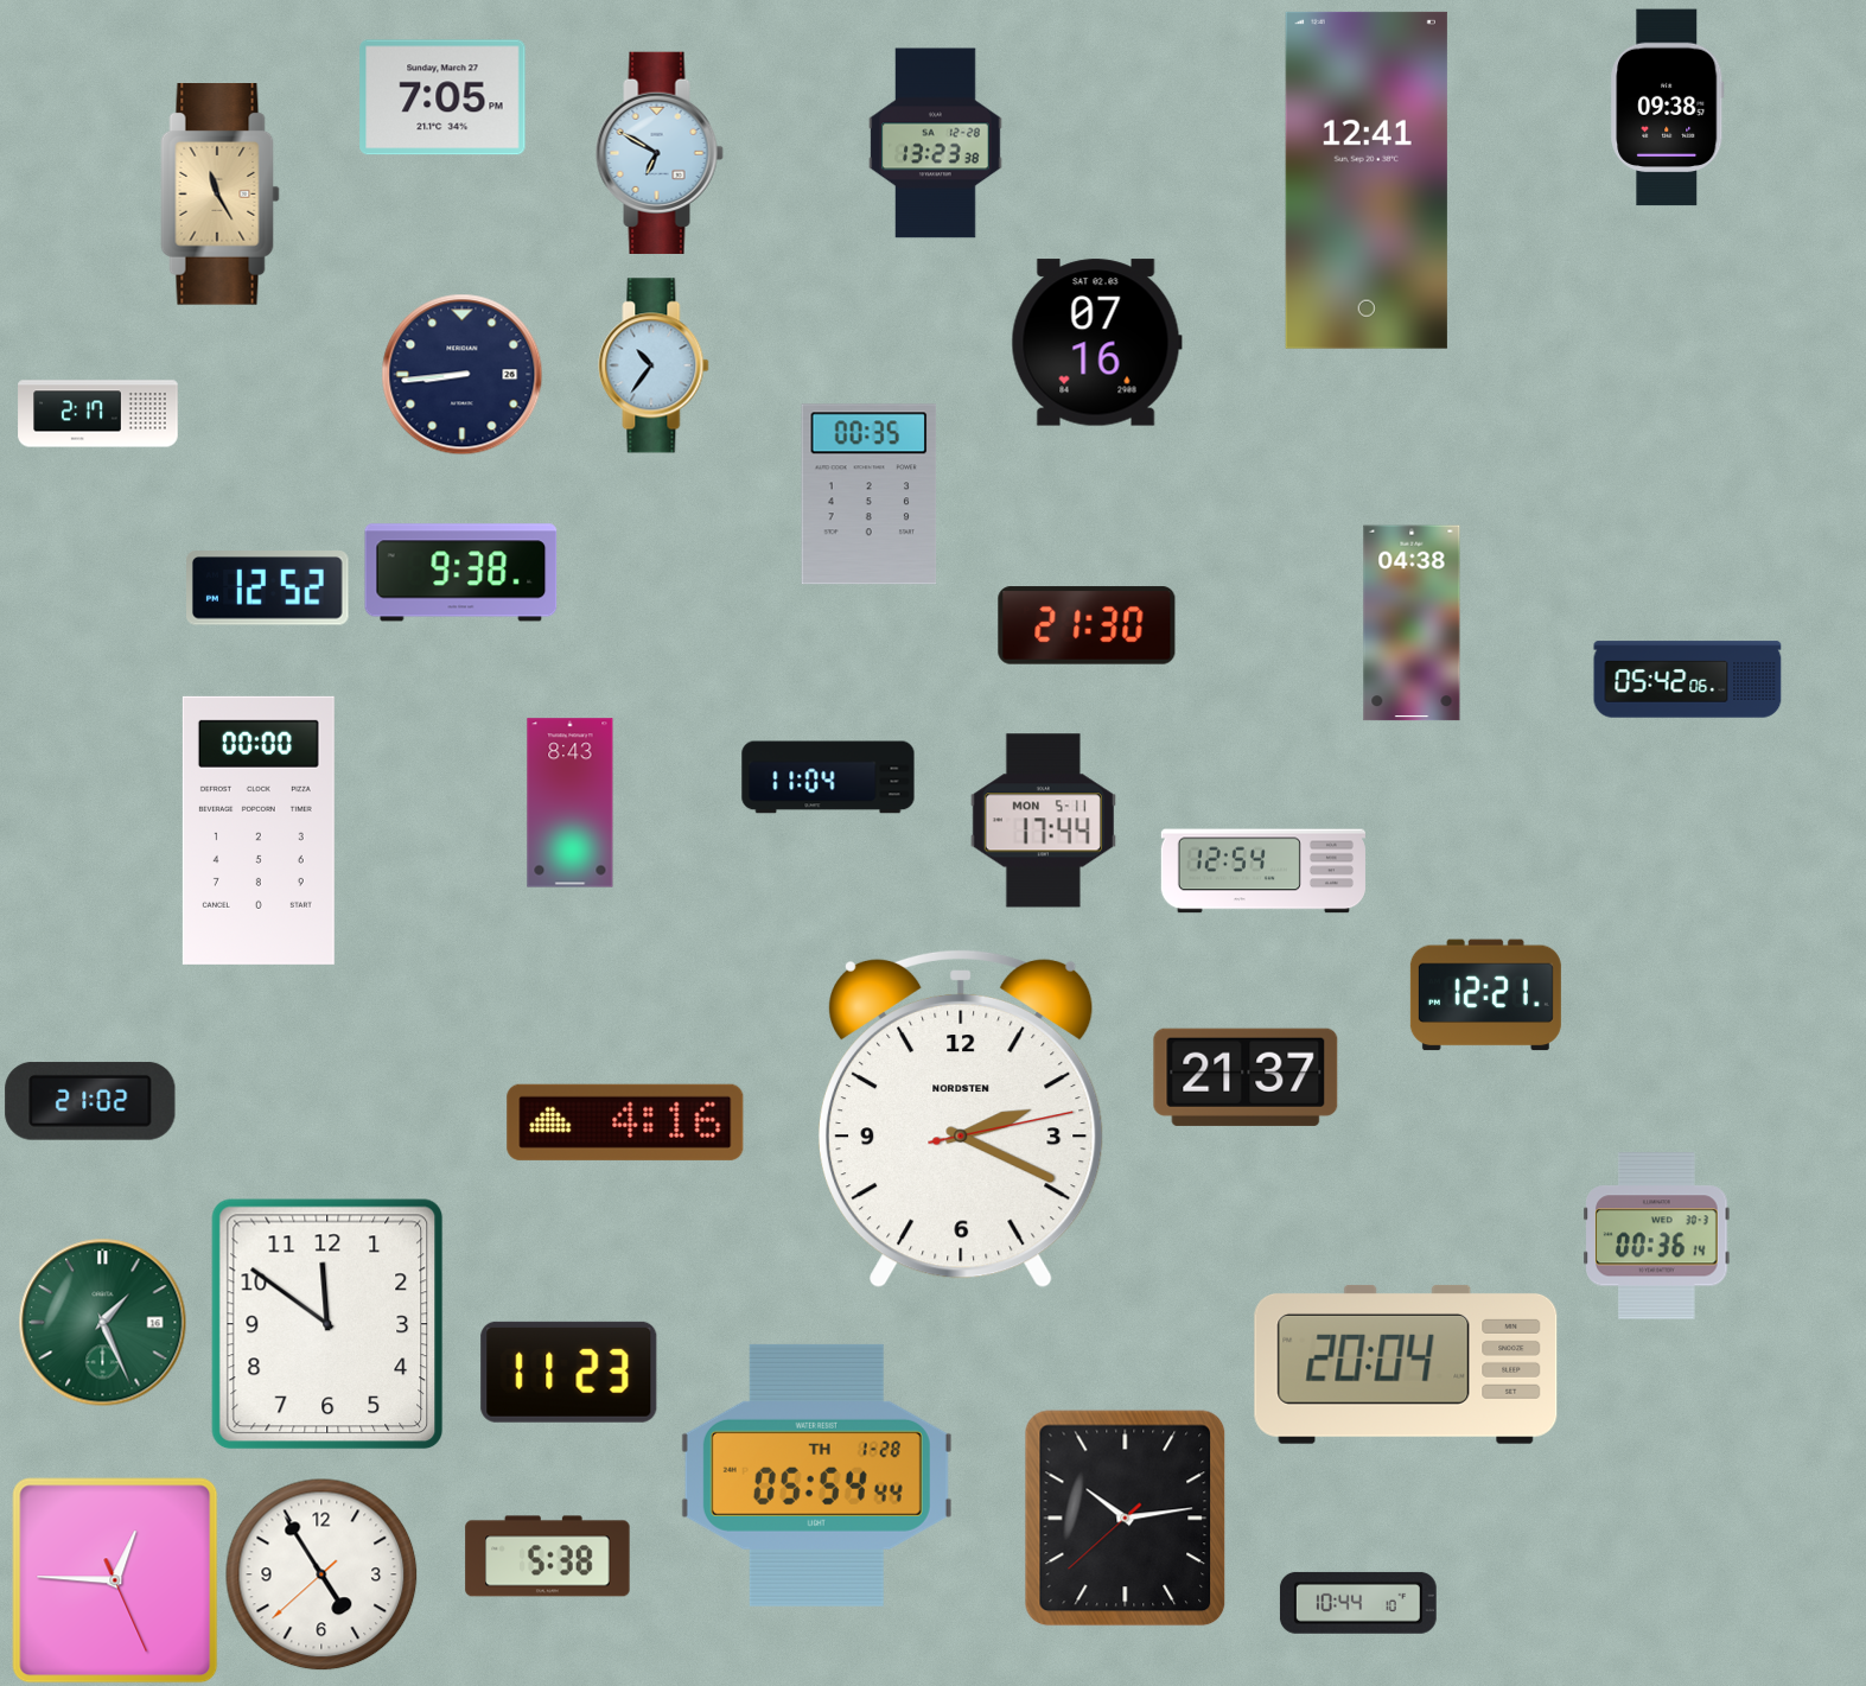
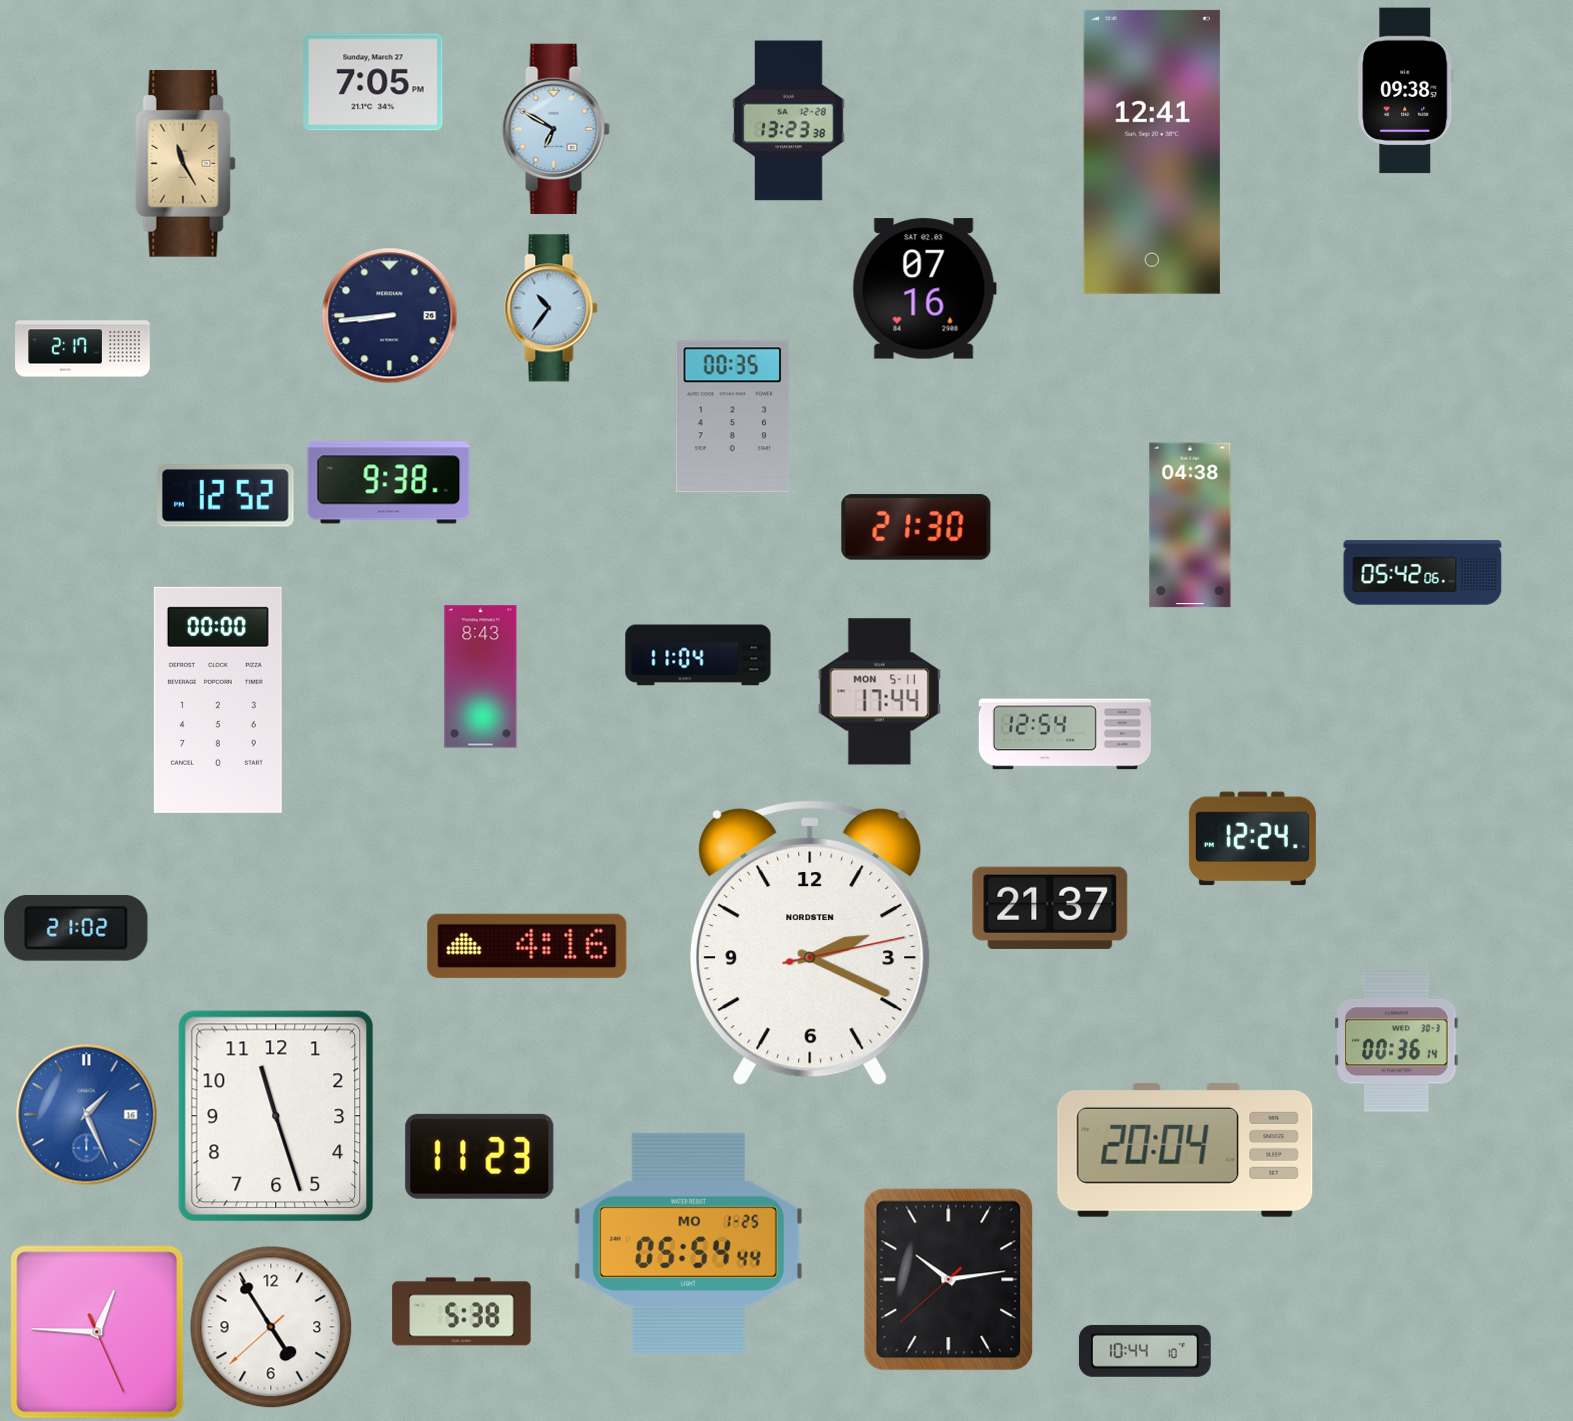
clock at (1485, 995): 12:21 -> 12:24
clock at (103, 1323) dial: green -> blue
clock at (327, 1324): 11:51 -> 11:27
clock at (816, 1475) date: TH 1-28 -> MO 1-25
